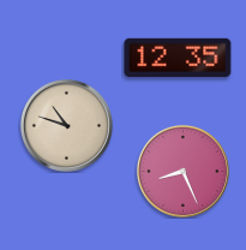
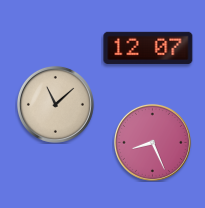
clock at (178, 58): 12:35 -> 12:07
clock at (66, 125): 10:48 -> 11:08
